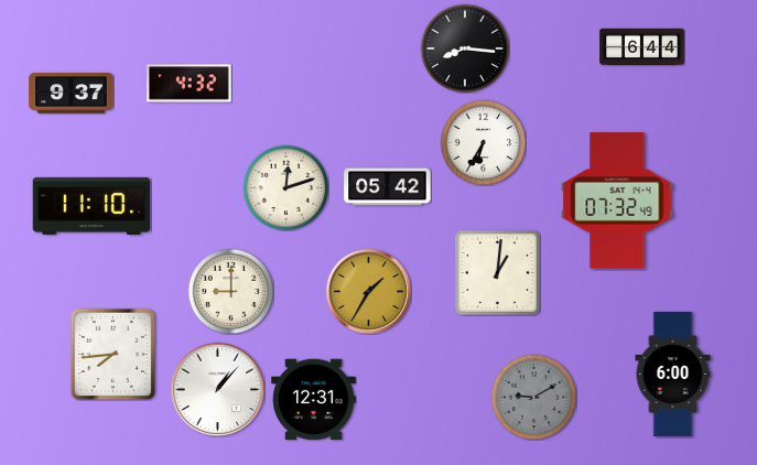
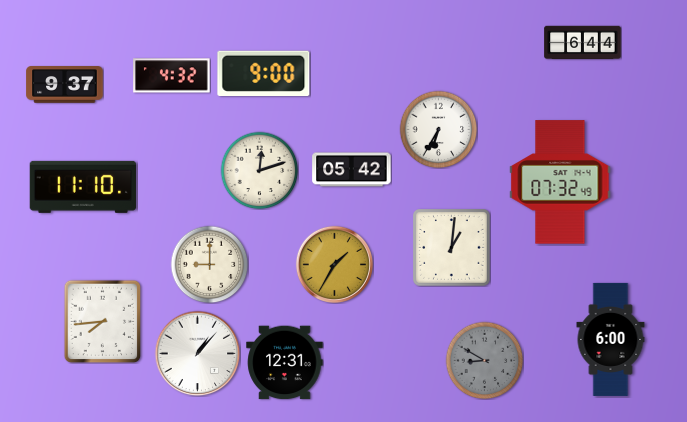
clock at (465, 48): 8:16 -> none
clock at (264, 73): none -> 9:00
clock at (533, 397): 9:10 -> 8:50
